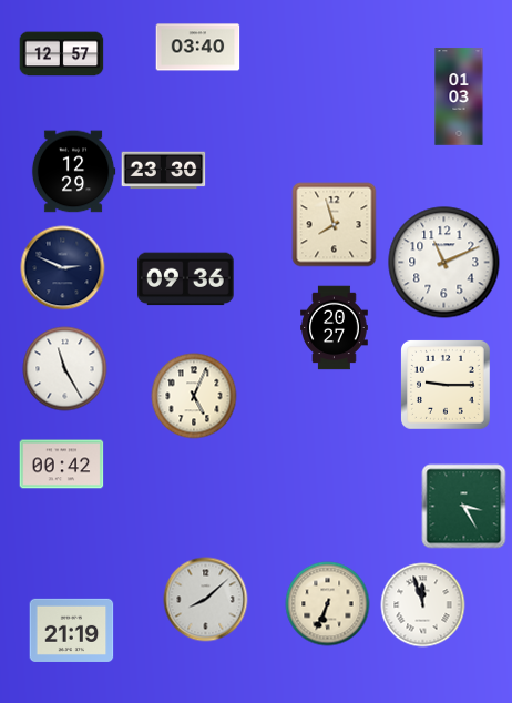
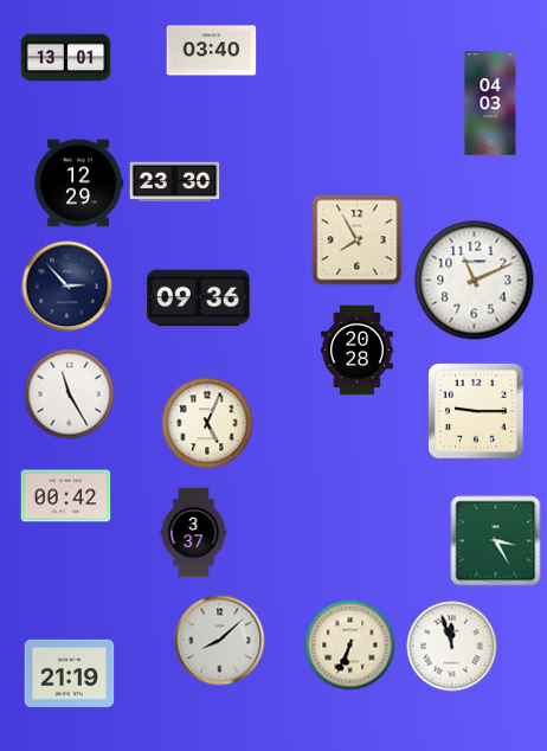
clock at (62, 54): 12:57 -> 13:01
clock at (459, 96): 01:03 -> 04:03
clock at (335, 225): 7:57 -> 7:55
clock at (63, 268): 2:49 -> 2:53
clock at (335, 328): 20:27 -> 20:28
clock at (194, 533): none -> 3:37
clock at (72, 630) position: (72, 630) -> (70, 673)
